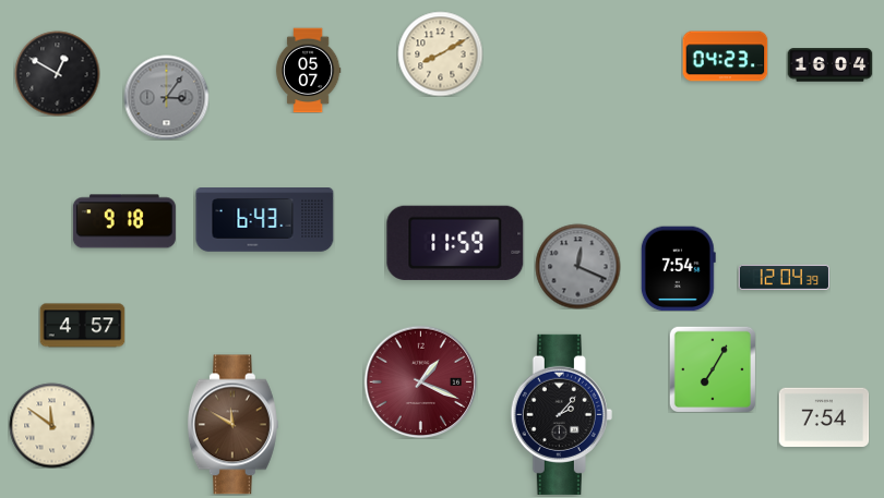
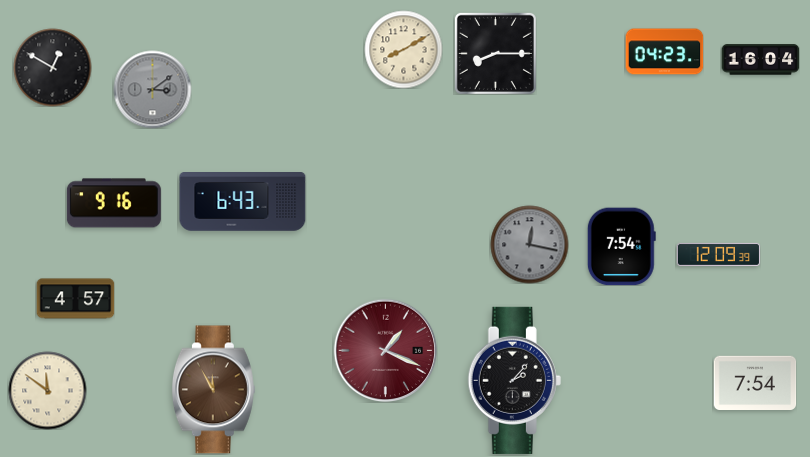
clock at (495, 53): none -> 8:15
clock at (308, 70): 05:07 -> none
clock at (166, 97): 3:06 -> 3:09
clock at (124, 221): 9:18 -> 9:16
clock at (455, 243): 11:59 -> none
clock at (577, 266): 12:19 -> 12:17
clock at (784, 277): 12:04 -> 12:09
clock at (713, 369): 7:05 -> none
clock at (232, 425): 11:50 -> 11:55
